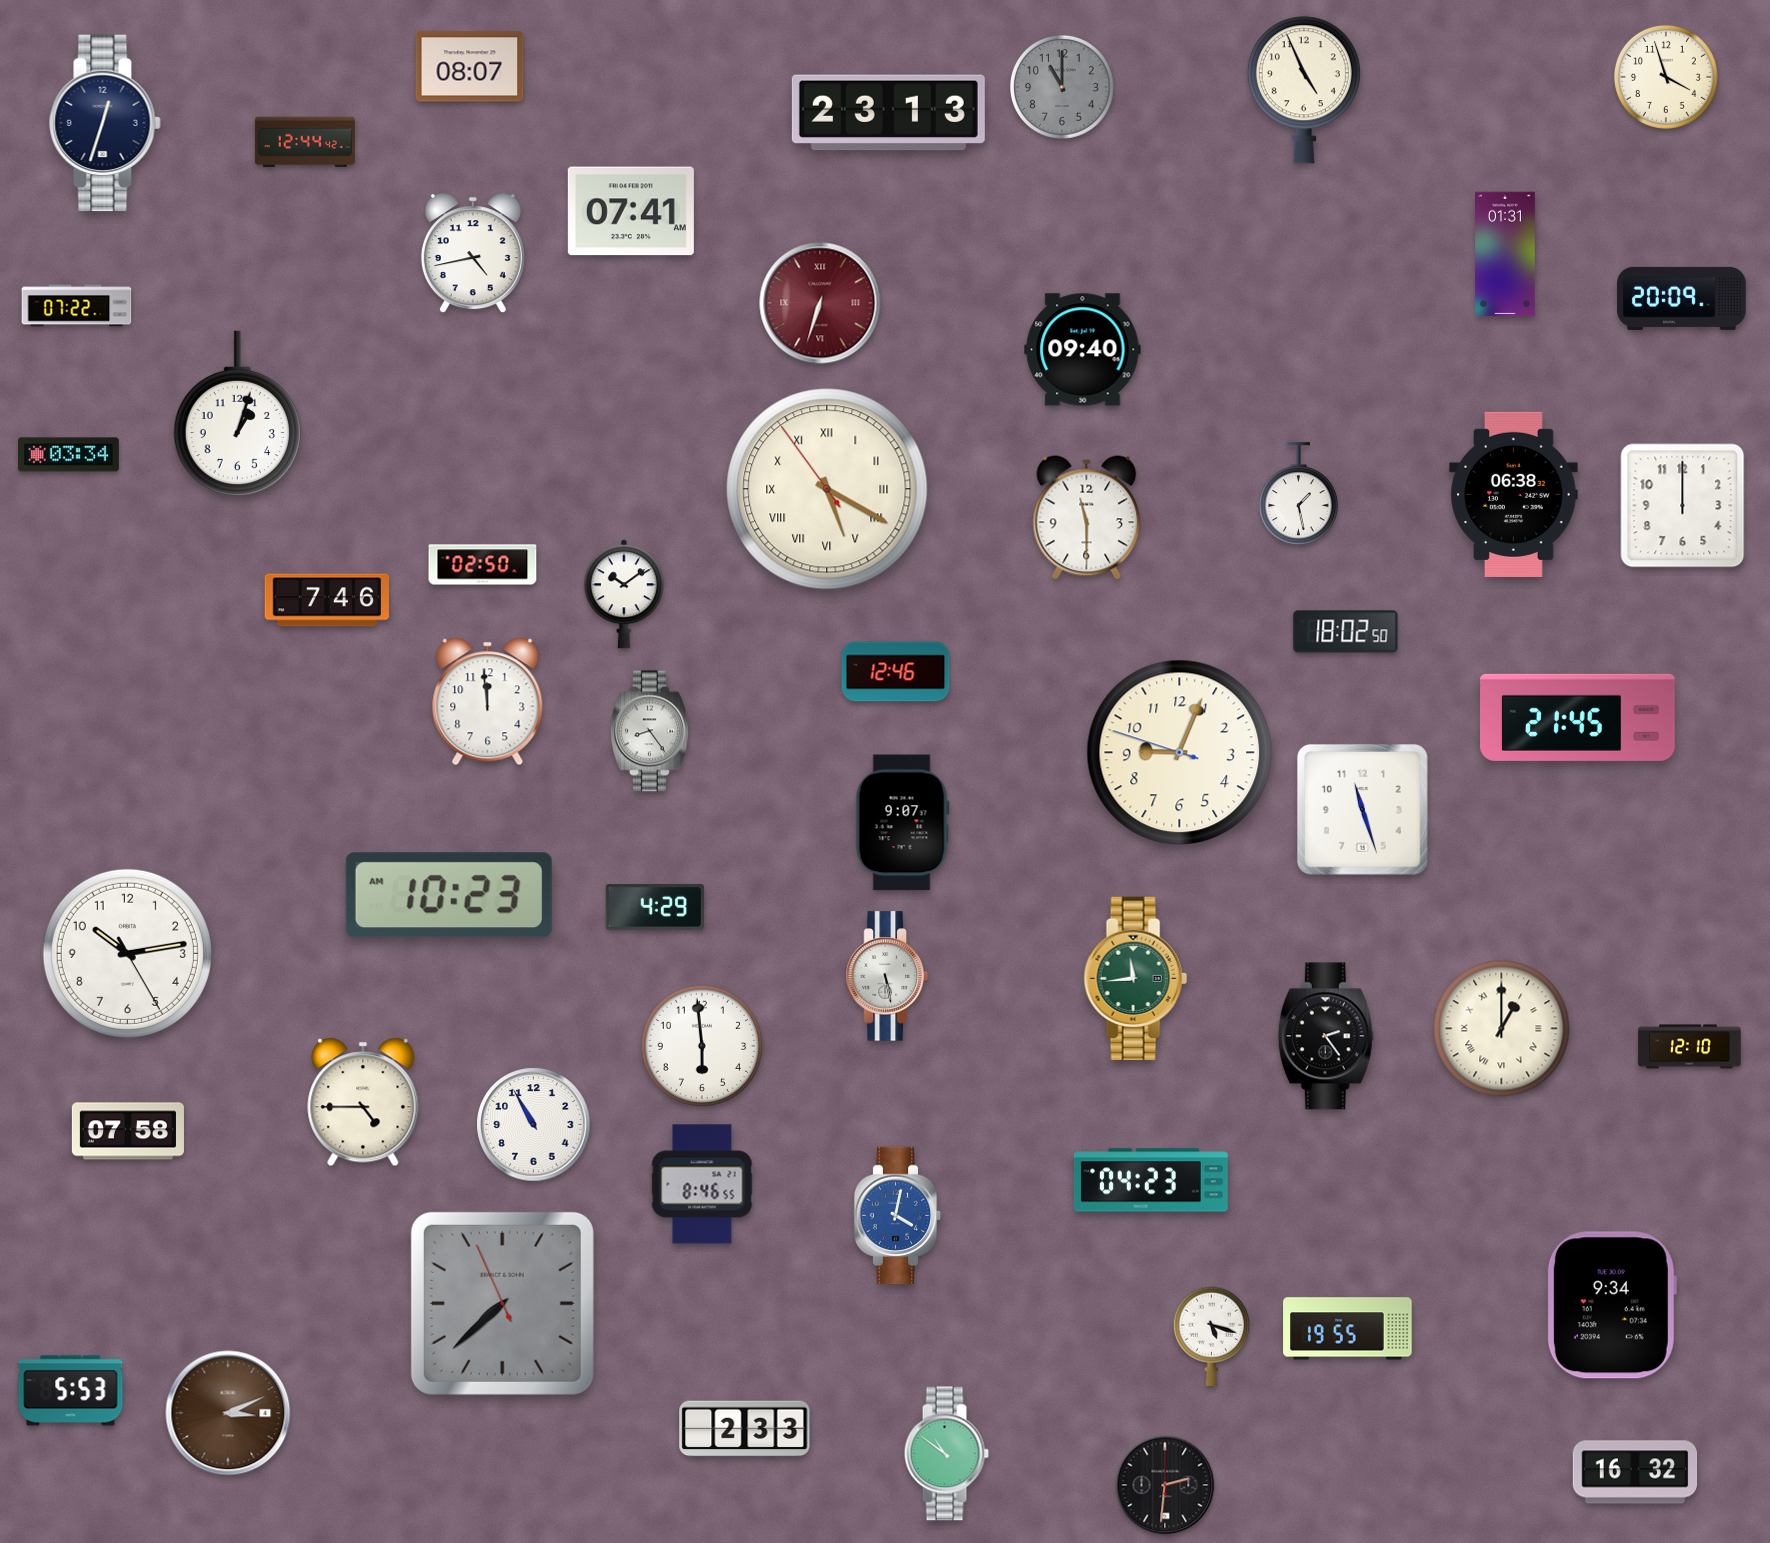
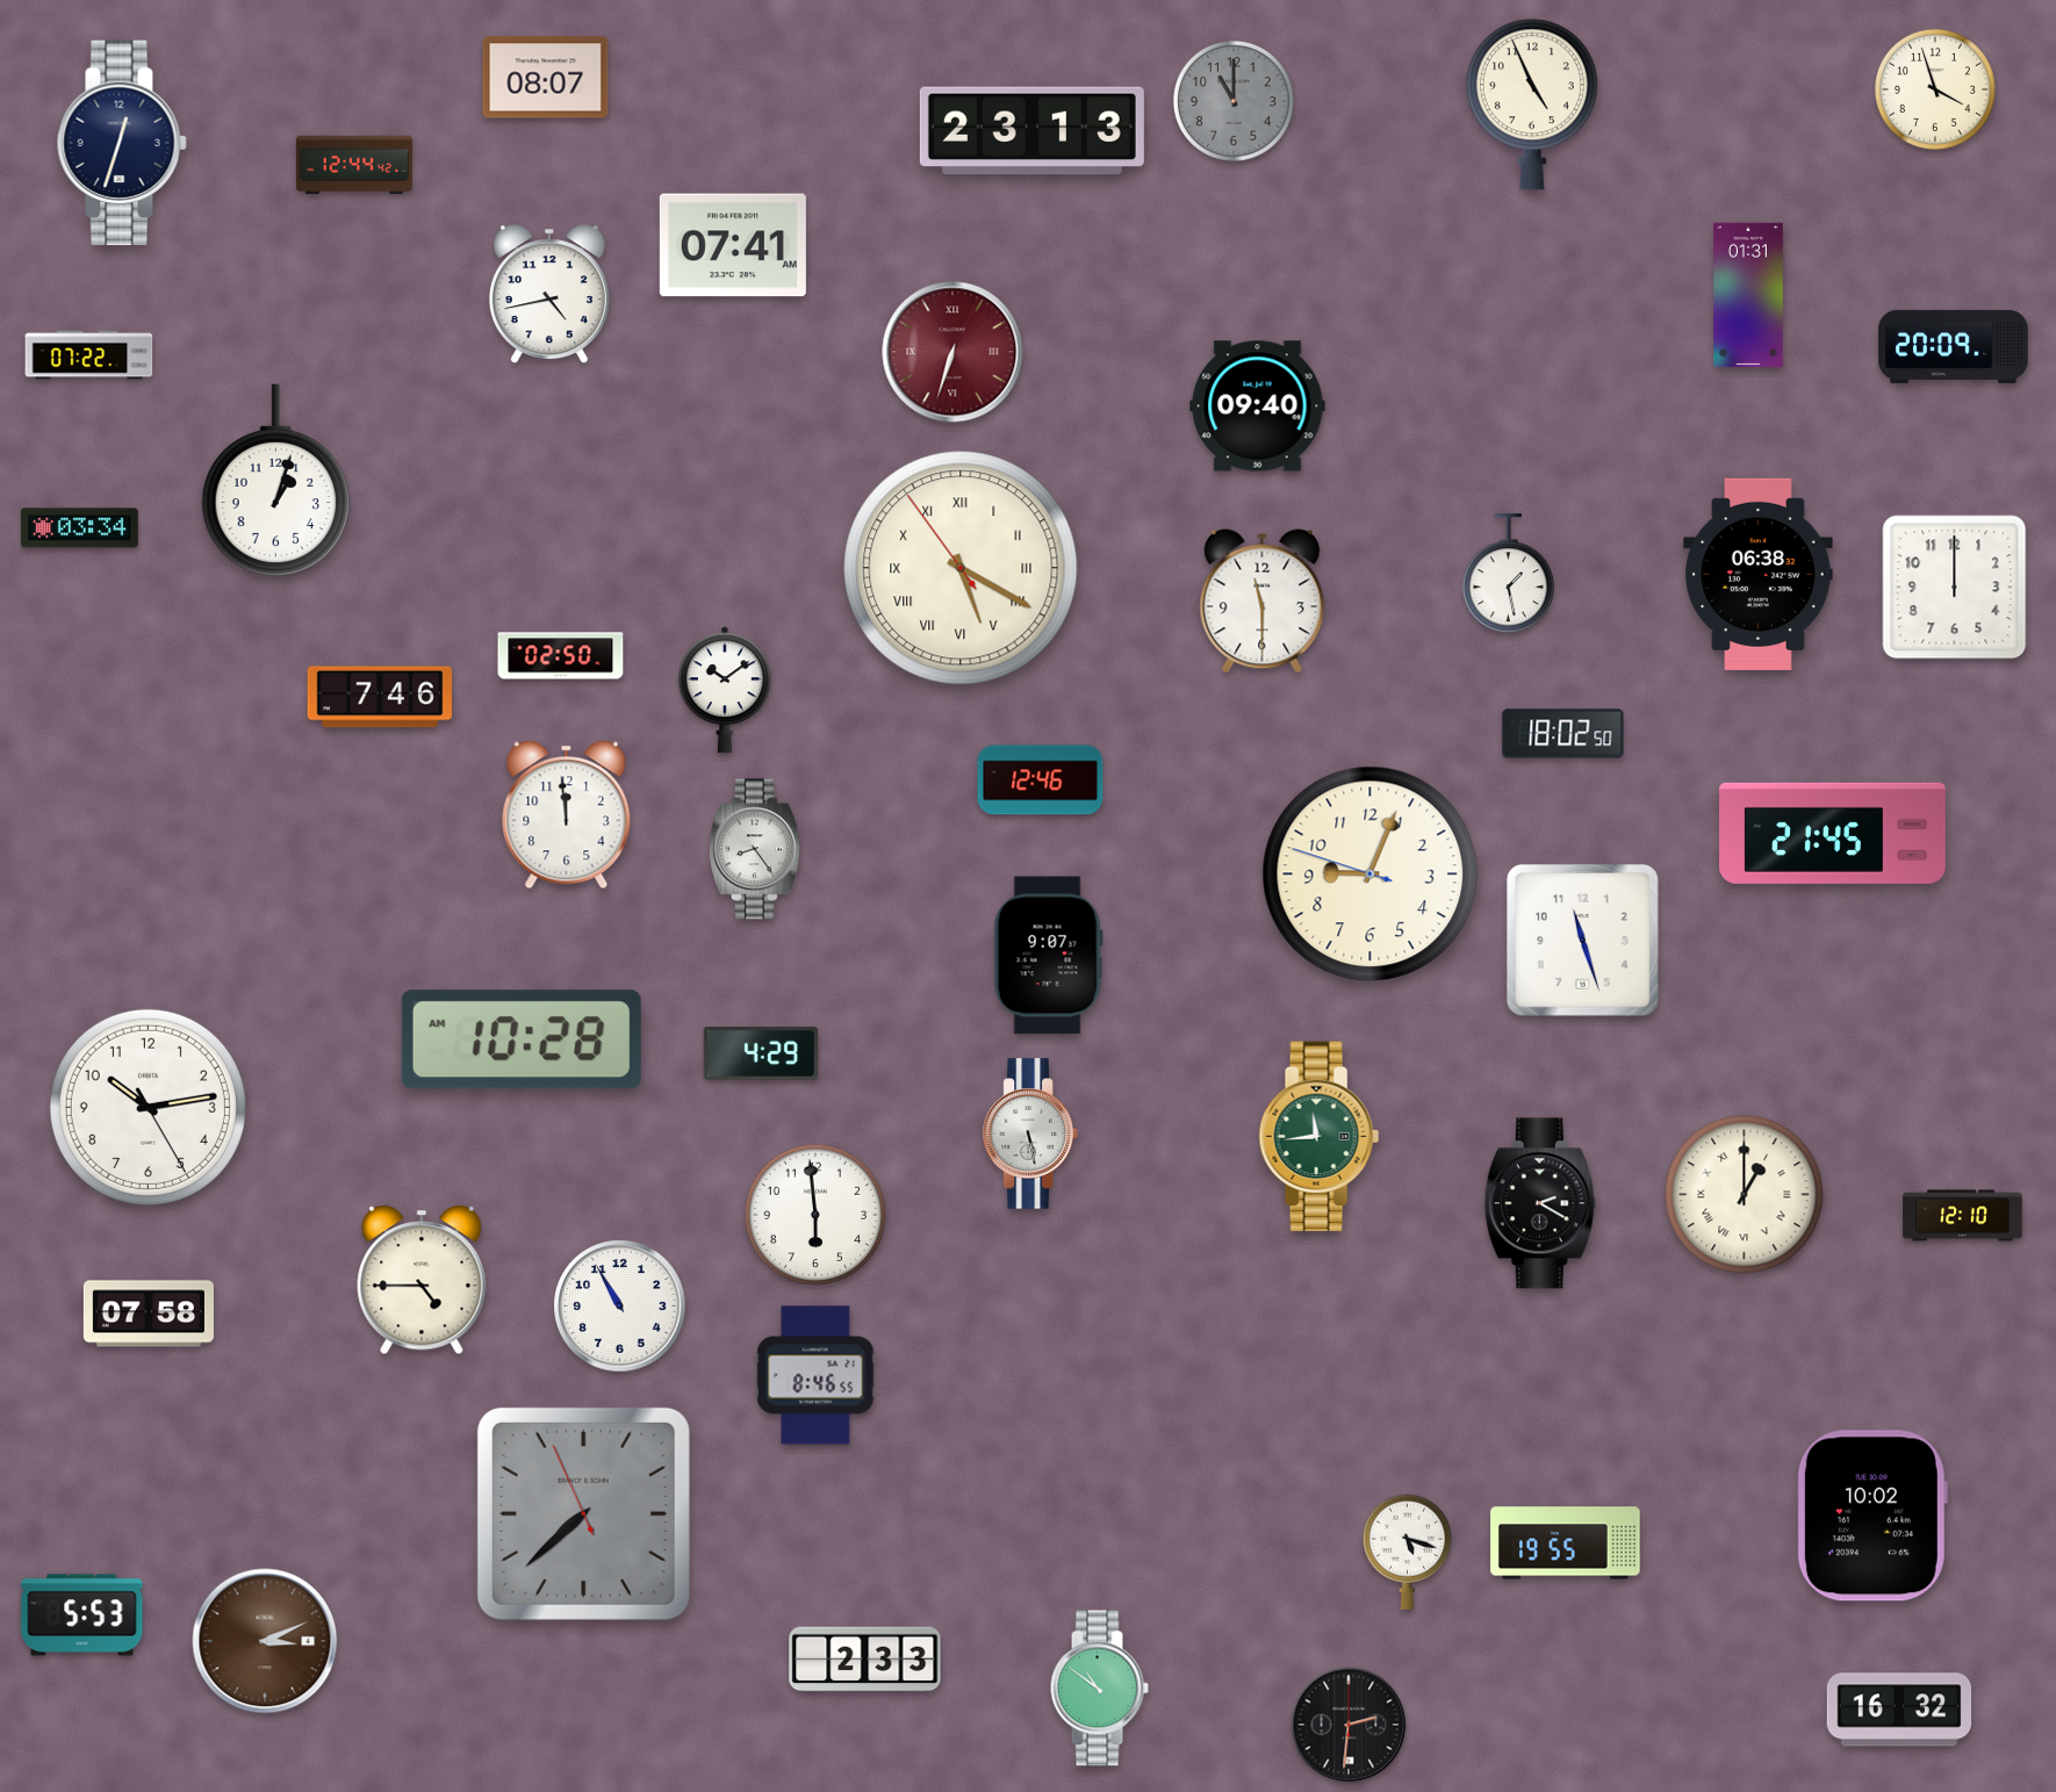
clock at (1304, 90) position: (1304, 90) -> (1532, 105)
clock at (449, 895): 10:23 -> 10:28
clock at (1326, 1036): 2:24 -> 2:20
clock at (1151, 1180): 04:23 -> none
clock at (898, 1216): 4:02 -> none
clock at (1612, 1305): 9:34 -> 10:02
clock at (1165, 1485) position: (1165, 1485) -> (1349, 1725)
